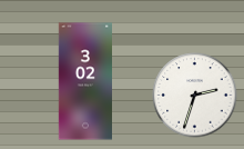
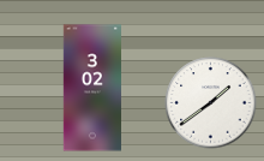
clock at (195, 96): 2:33 -> 1:39
